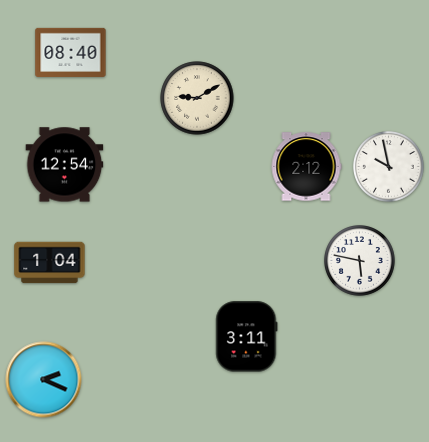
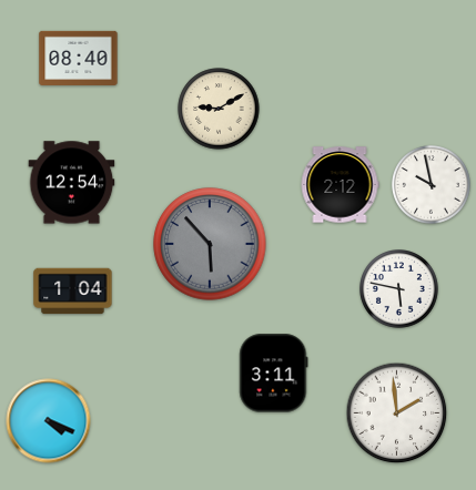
clock at (210, 244): none -> 5:53
clock at (50, 263) position: (50, 263) -> (73, 292)
clock at (397, 414): none -> 1:59
clock at (44, 380): 2:19 -> 4:19
